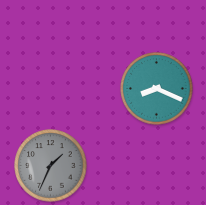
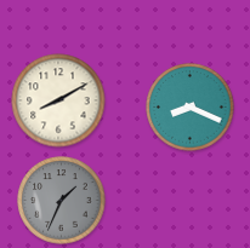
clock at (58, 100): none -> 8:10
